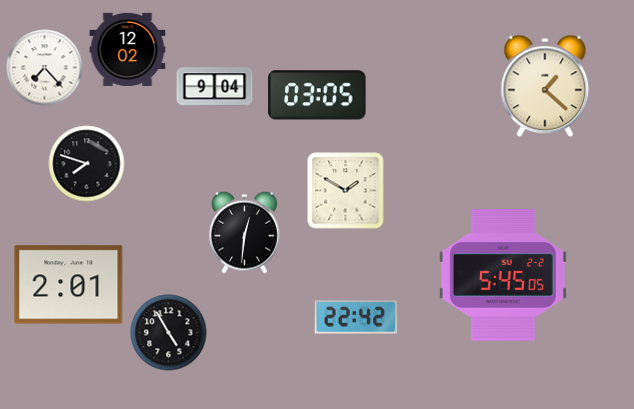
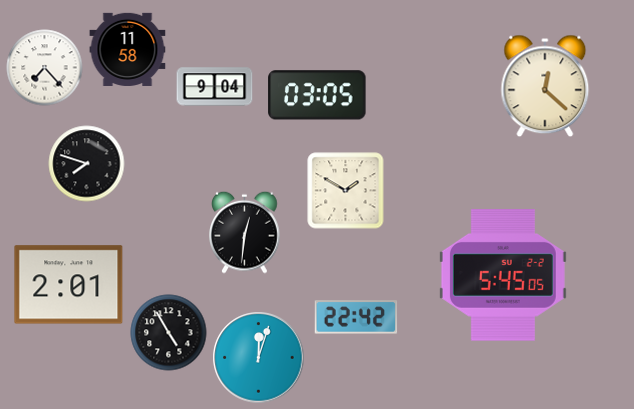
clock at (128, 49): 12:02 -> 11:58
clock at (545, 86): 1:22 -> 12:22
clock at (259, 358): none -> 12:03
